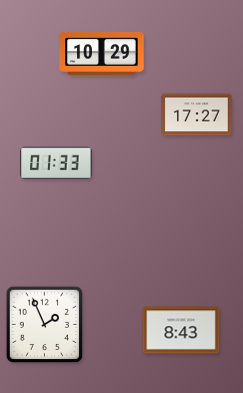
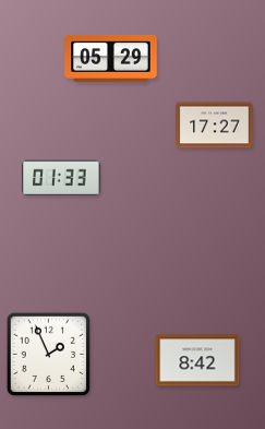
clock at (102, 53): 10:29 -> 05:29
clock at (181, 330): 8:43 -> 8:42
